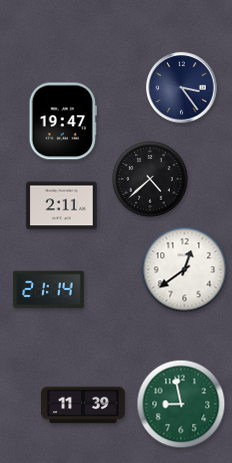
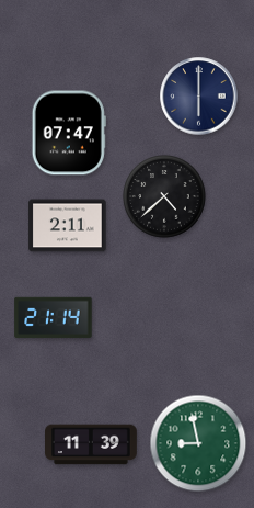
clock at (182, 88): 3:24 -> 6:00
clock at (63, 121): 19:47 -> 07:47
clock at (185, 270): 12:39 -> none
